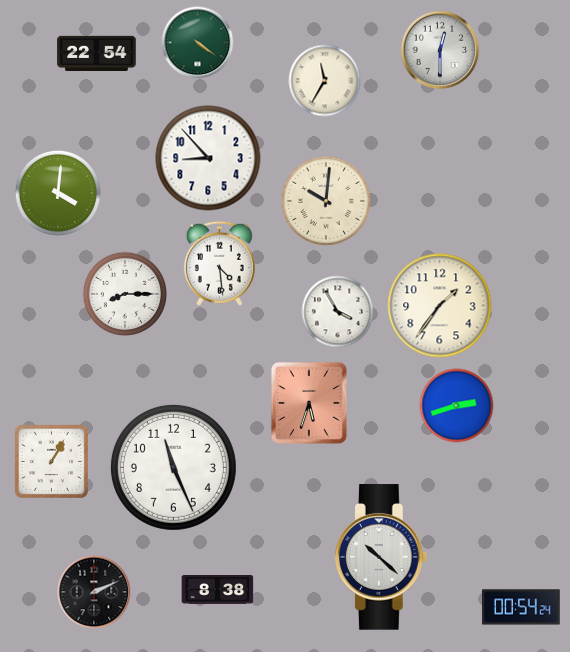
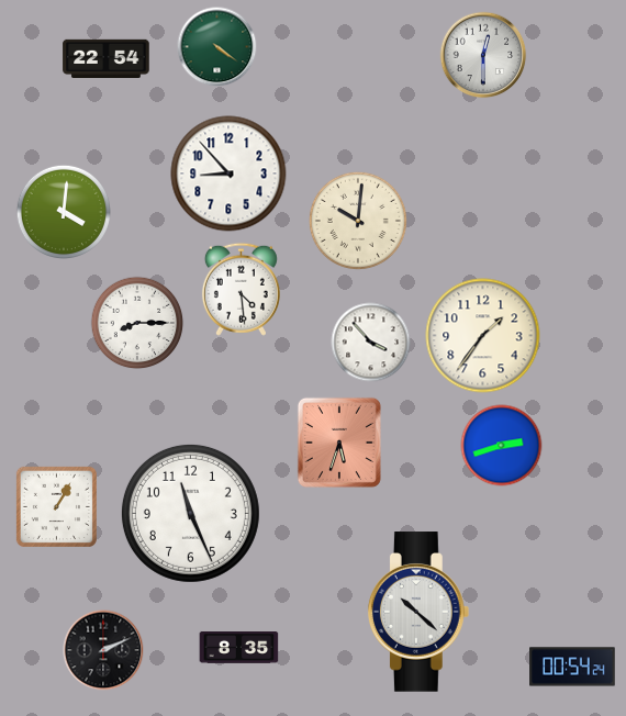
clock at (325, 81): 11:35 -> none
clock at (338, 312): 3:55 -> 3:53
clock at (218, 590): 8:38 -> 8:35
